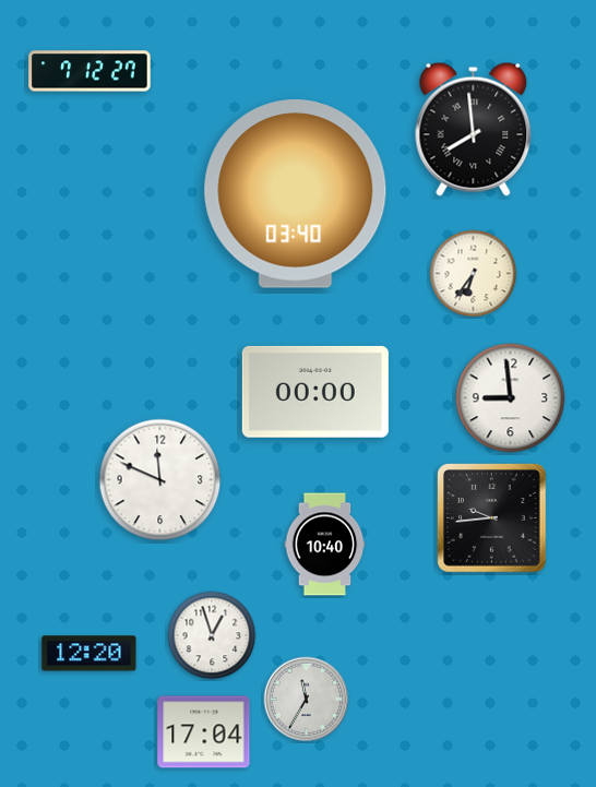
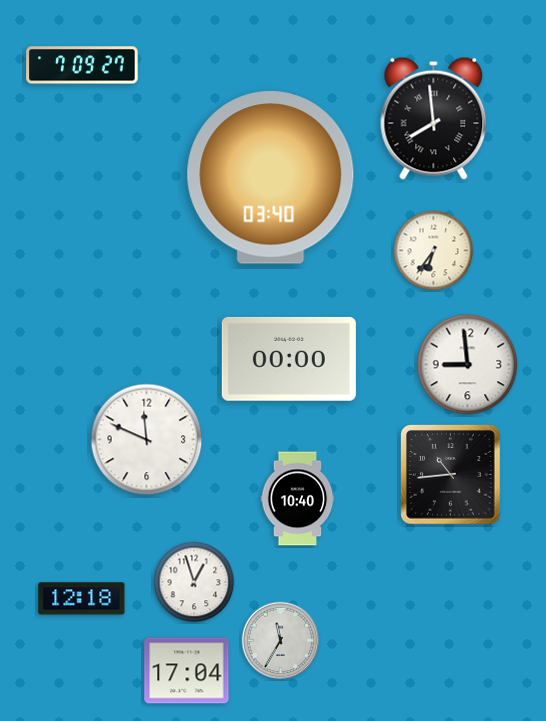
clock at (90, 71): 7:12 -> 7:09
clock at (492, 518): 9:44 -> 10:44
clock at (90, 654): 12:20 -> 12:18
